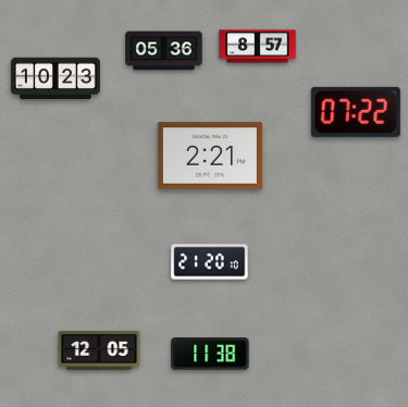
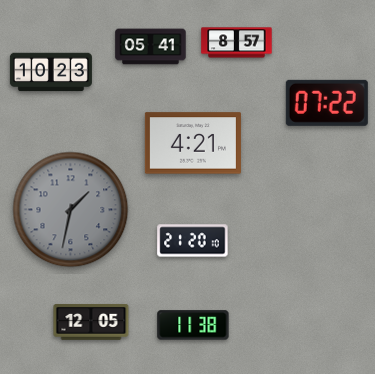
clock at (164, 51): 05:36 -> 05:41
clock at (210, 156): 2:21 -> 4:21
clock at (71, 210): none -> 1:32
